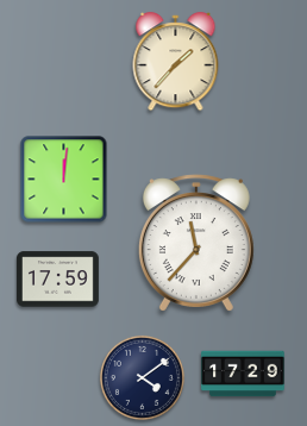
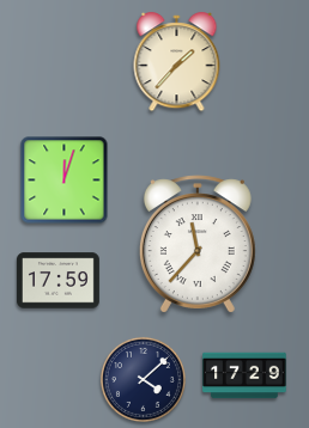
clock at (64, 180): 12:01 -> 12:03
clock at (142, 377): 4:09 -> 4:08
